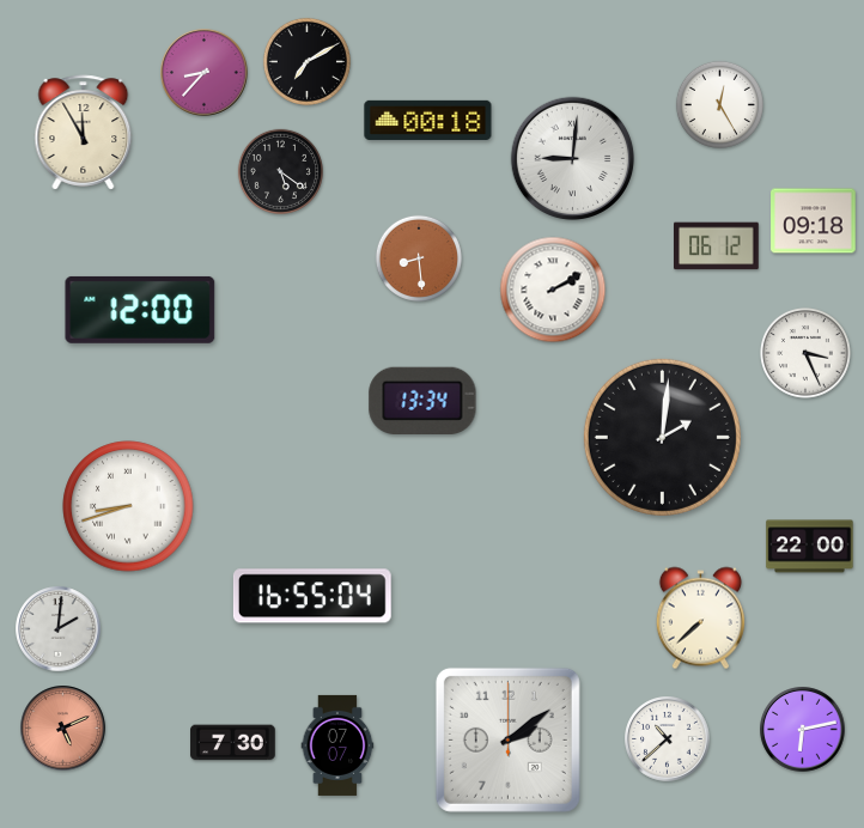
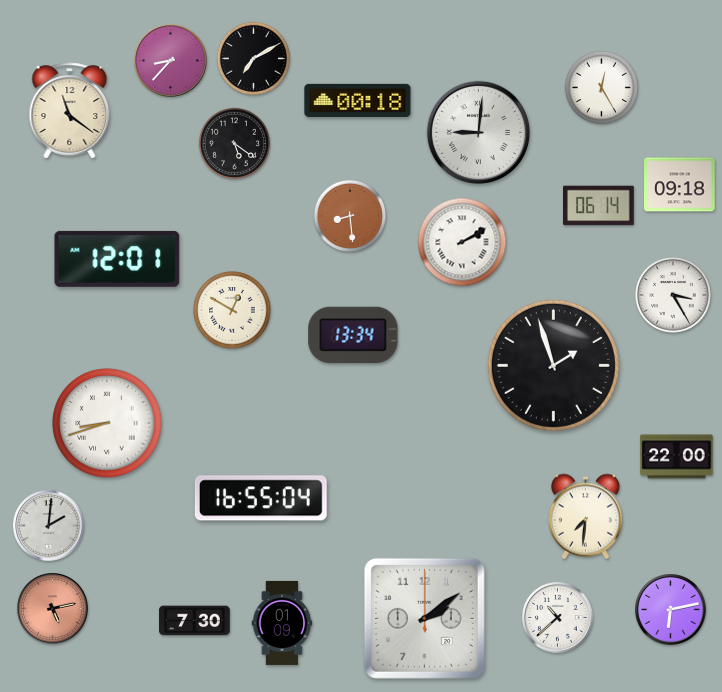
clock at (306, 61) position: (306, 61) -> (253, 58)
clock at (84, 133): 11:55 -> 11:21
clock at (717, 246): 06:12 -> 06:14
clock at (140, 310): 12:00 -> 12:01
clock at (807, 354): 3:26 -> 3:25
clock at (232, 310): none -> 12:50
clock at (662, 437): 2:01 -> 1:57
clock at (700, 619): 7:38 -> 7:31
clock at (63, 729): 5:11 -> 5:13
clock at (337, 745): 07:07 -> 01:09
